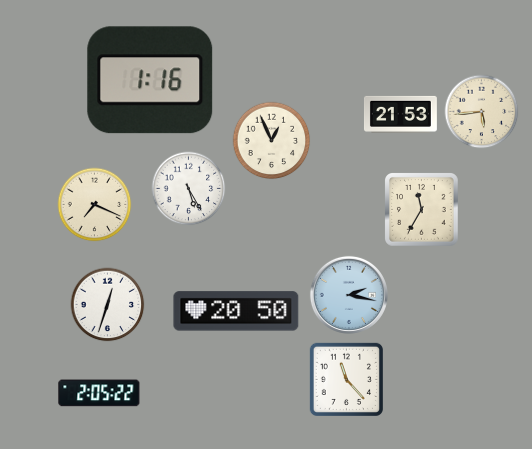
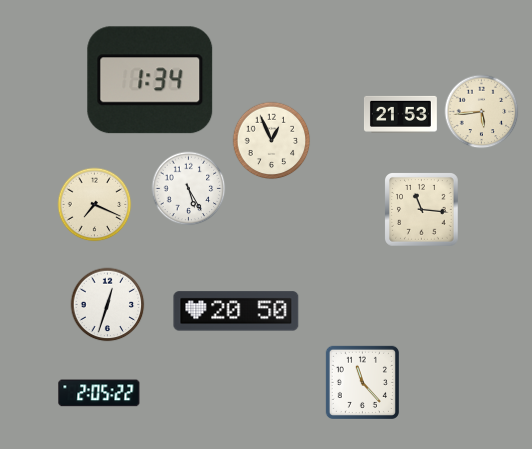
clock at (150, 80): 1:16 -> 1:34
clock at (422, 210): 11:35 -> 11:16
clock at (349, 295): 2:17 -> none
clock at (346, 379) position: (346, 379) -> (362, 382)
